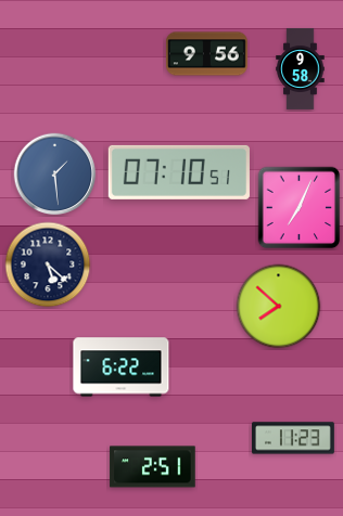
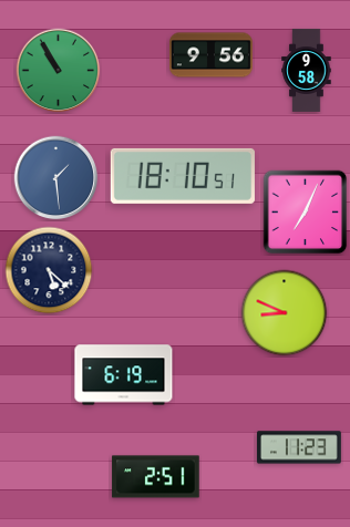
clock at (59, 71): none -> 10:55
clock at (179, 172): 07:10 -> 18:10
clock at (279, 307): 7:52 -> 8:49
clock at (122, 367): 6:22 -> 6:19
